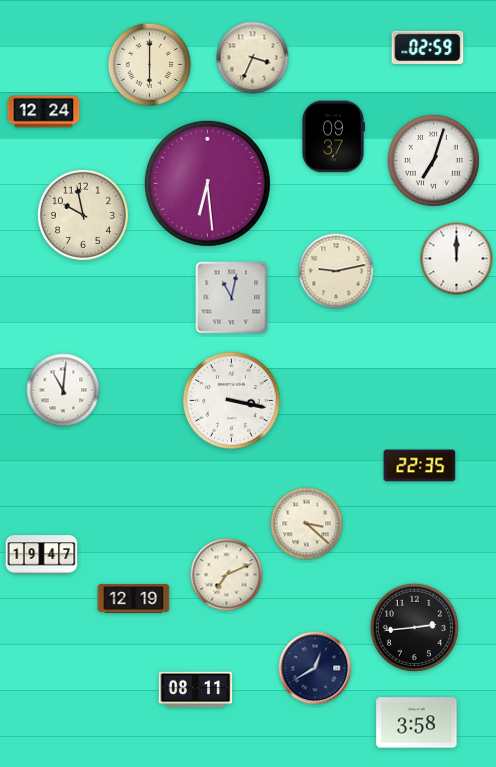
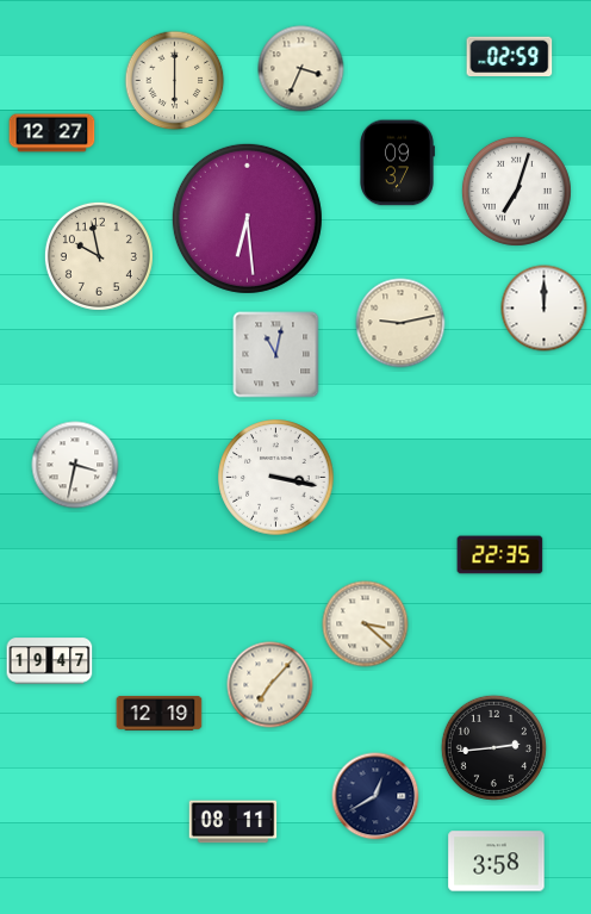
clock at (150, 65) position: (150, 65) -> (175, 81)
clock at (44, 112): 12:24 -> 12:27
clock at (63, 390): 11:01 -> 3:32
clock at (227, 575): 7:11 -> 7:07
